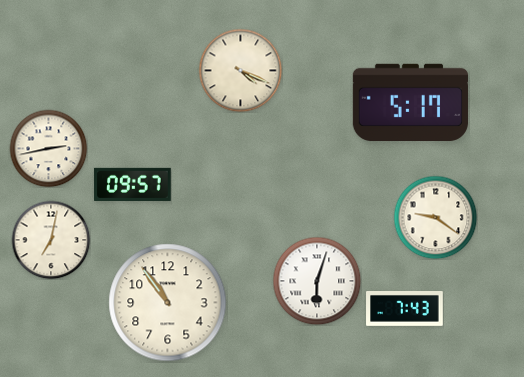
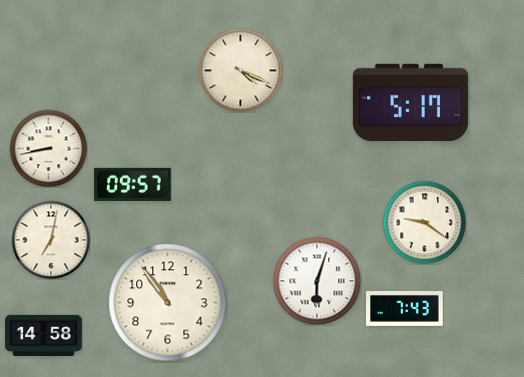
clock at (48, 148): 2:43 -> 8:43
clock at (435, 217) position: (435, 217) -> (424, 222)
clock at (44, 335): none -> 14:58
